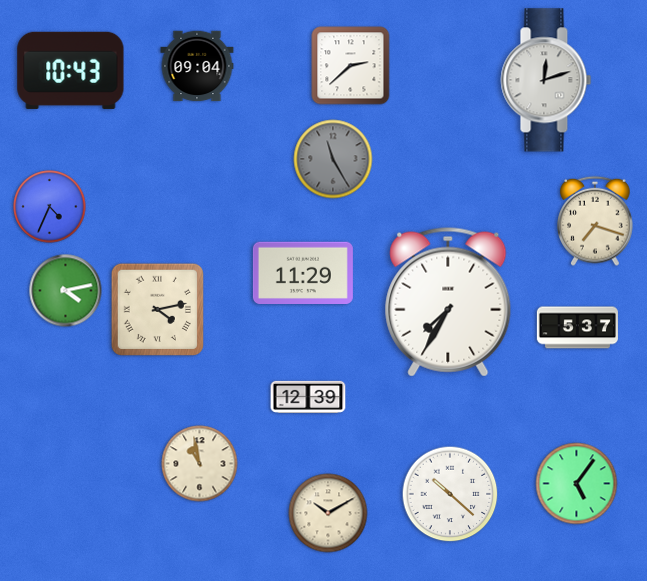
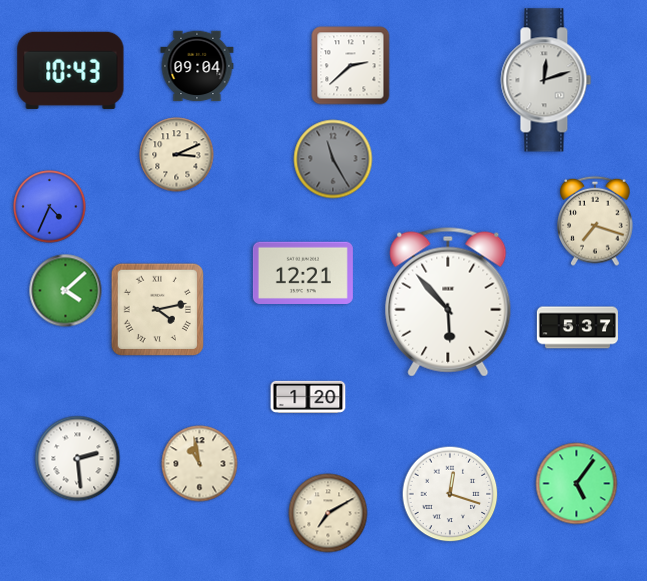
clock at (177, 155): none -> 3:11
clock at (303, 272): 11:29 -> 12:21
clock at (66, 291): 4:13 -> 4:08
clock at (448, 302): 7:35 -> 5:53
clock at (308, 397): 12:39 -> 1:20
clock at (78, 459): none -> 2:29
clock at (450, 494): 10:22 -> 12:18
clock at (328, 513): 10:10 -> 7:10
